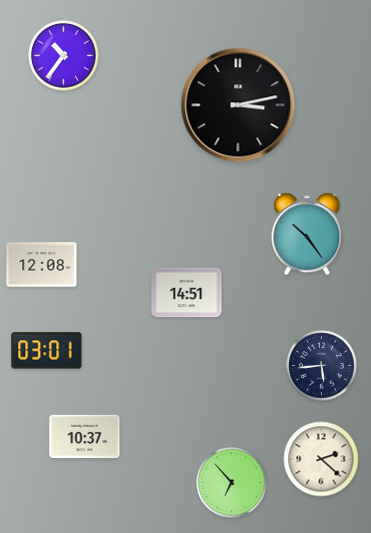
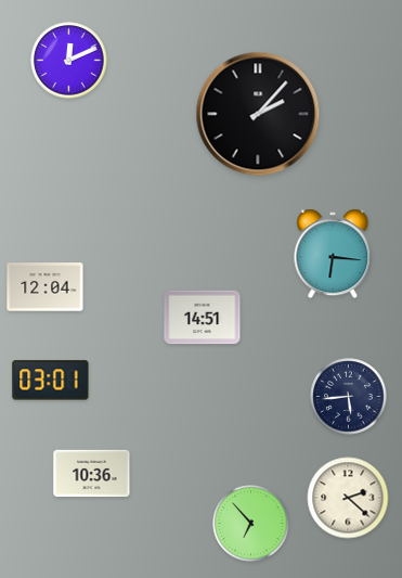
clock at (64, 56): 10:36 -> 12:11
clock at (238, 105): 3:13 -> 2:07
clock at (307, 234): 10:24 -> 6:16
clock at (42, 265): 12:08 -> 12:04
clock at (85, 437): 10:37 -> 10:36
